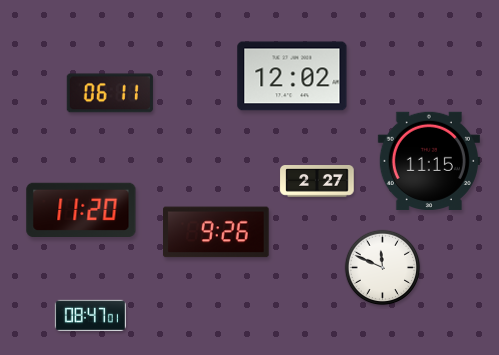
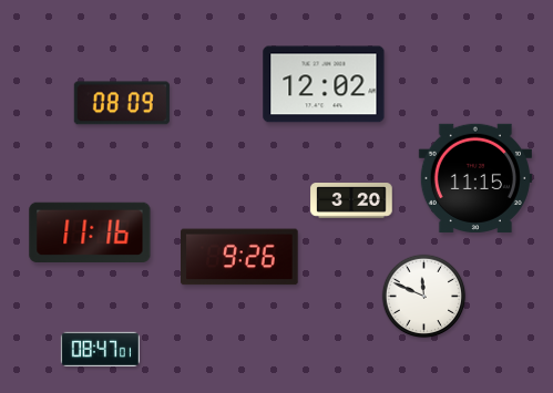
clock at (110, 93): 06:11 -> 08:09
clock at (317, 182): 2:27 -> 3:20
clock at (81, 209): 11:20 -> 11:16
